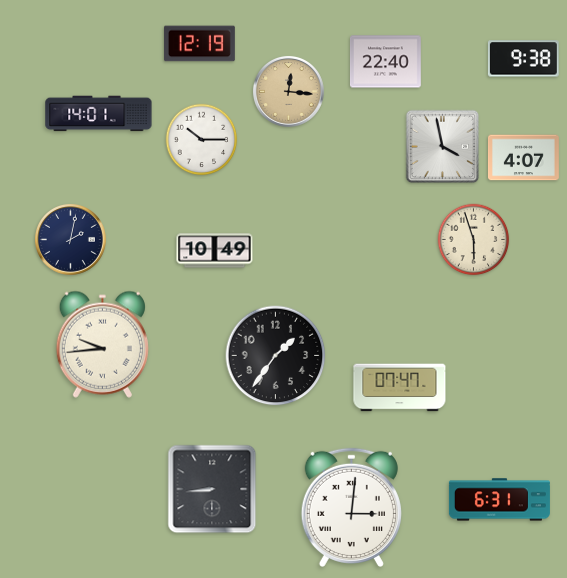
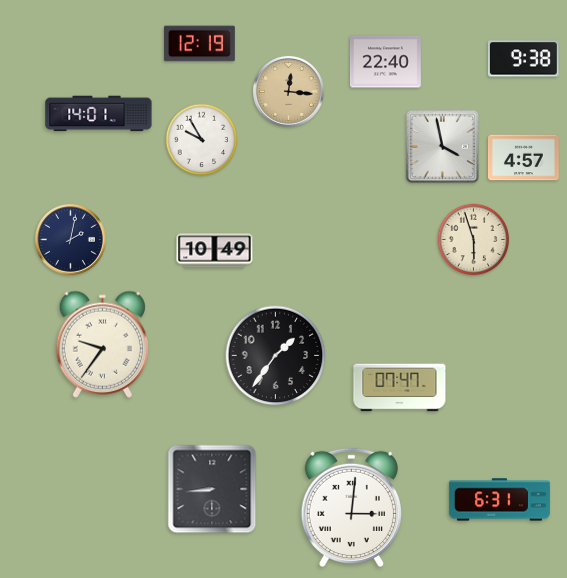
clock at (202, 140): 10:15 -> 9:55
clock at (523, 158): 4:07 -> 4:57
clock at (102, 344): 9:44 -> 9:36
